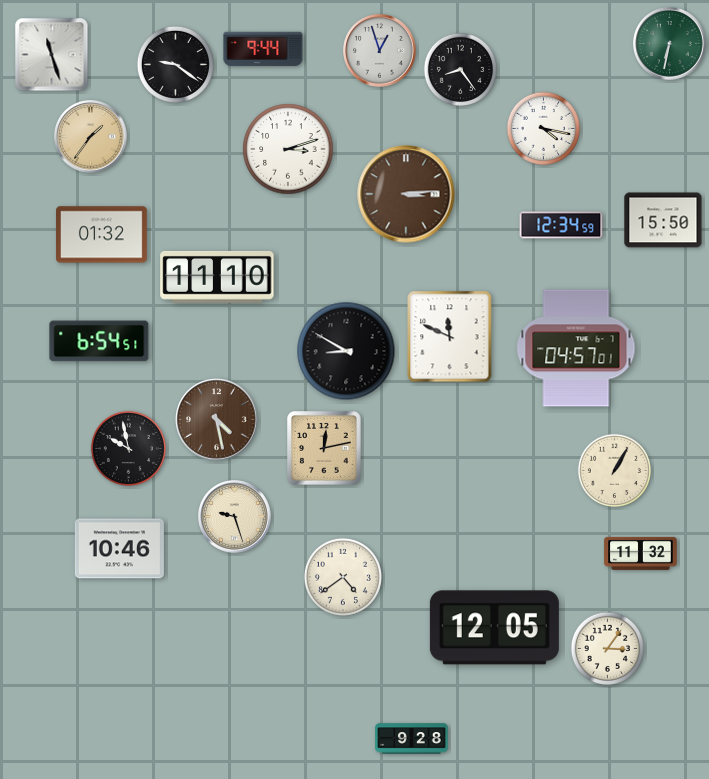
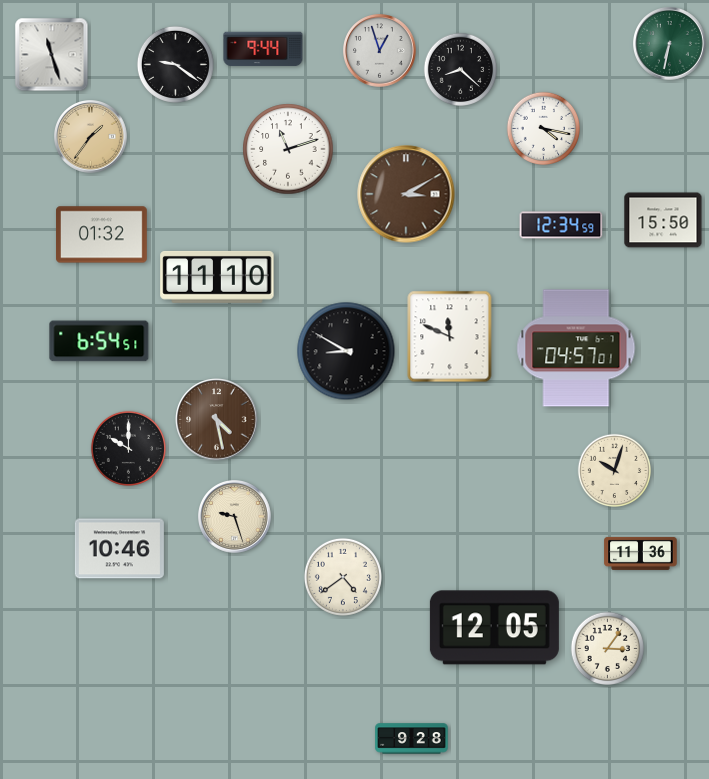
clock at (460, 69): 8:24 -> 8:22
clock at (288, 149): 3:12 -> 11:12
clock at (406, 194): 3:14 -> 3:10
clock at (128, 448): 9:58 -> 10:00
clock at (324, 448): 12:13 -> none
clock at (614, 470): 1:05 -> 10:03
clock at (641, 553): 11:32 -> 11:36
